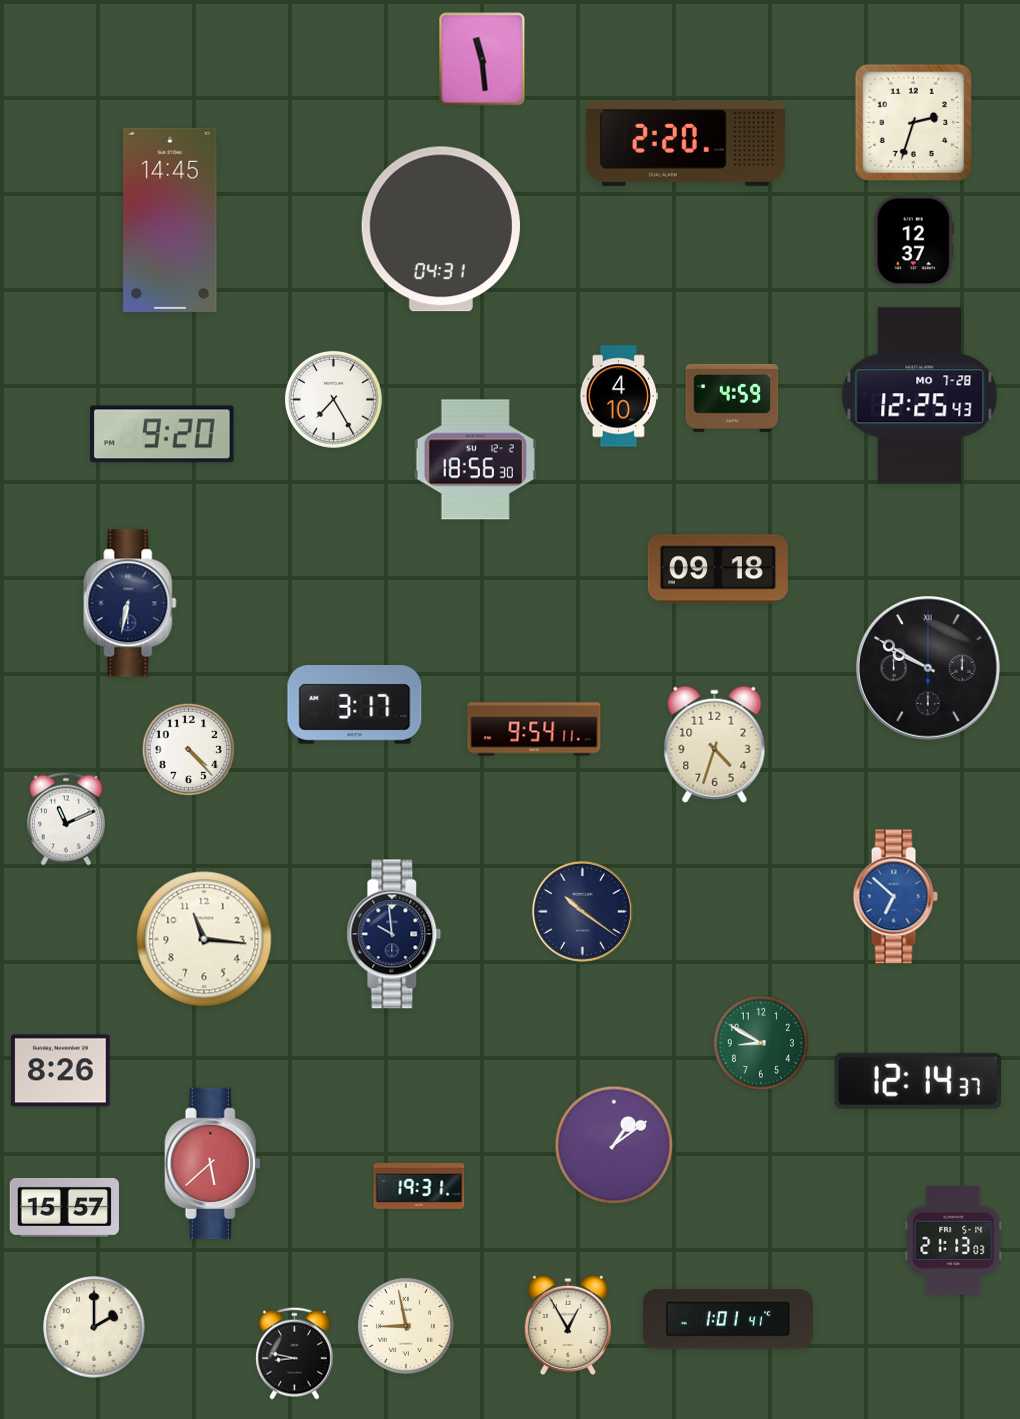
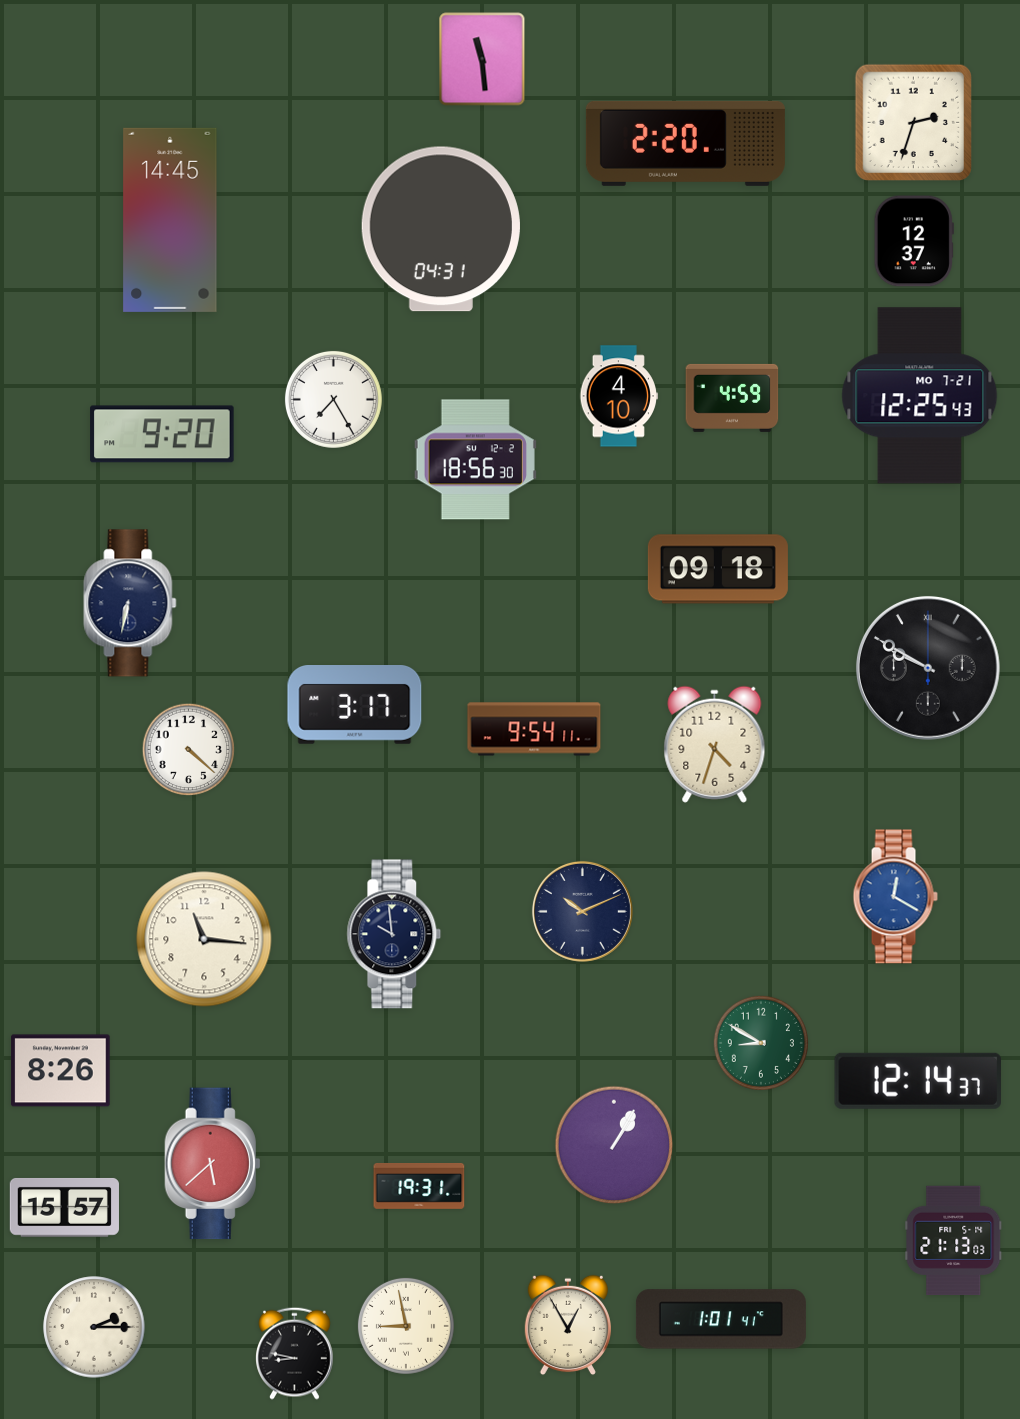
clock at (920, 396) date: MO 7-28 -> MO 7-21
clock at (189, 750): 4:23 -> 4:22
clock at (66, 819): 11:11 -> none
clock at (895, 897): 6:52 -> 12:20
clock at (582, 911): 10:21 -> 10:11
clock at (614, 1145): 1:09 -> 1:05
clock at (728, 1319) position: (728, 1319) -> (721, 1319)
clock at (94, 1327): 2:00 -> 2:15
